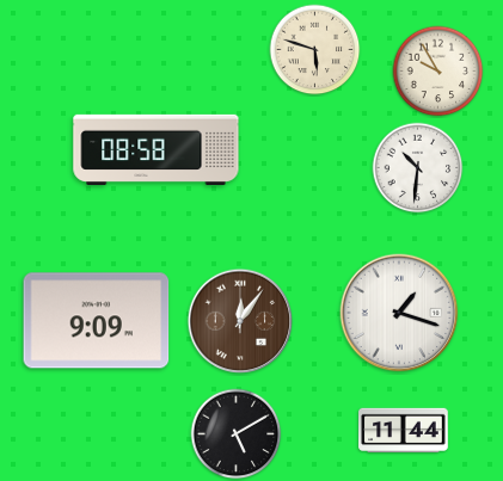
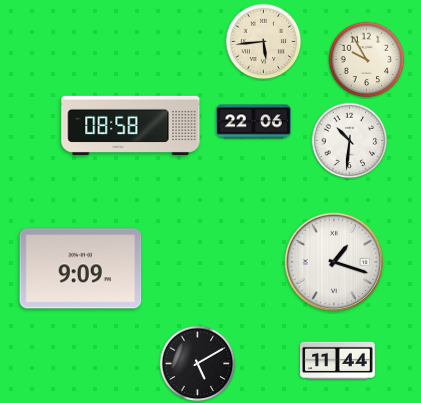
clock at (315, 50): 5:48 -> 5:44
clock at (254, 122): none -> 22:06
clock at (240, 321): 12:06 -> none
